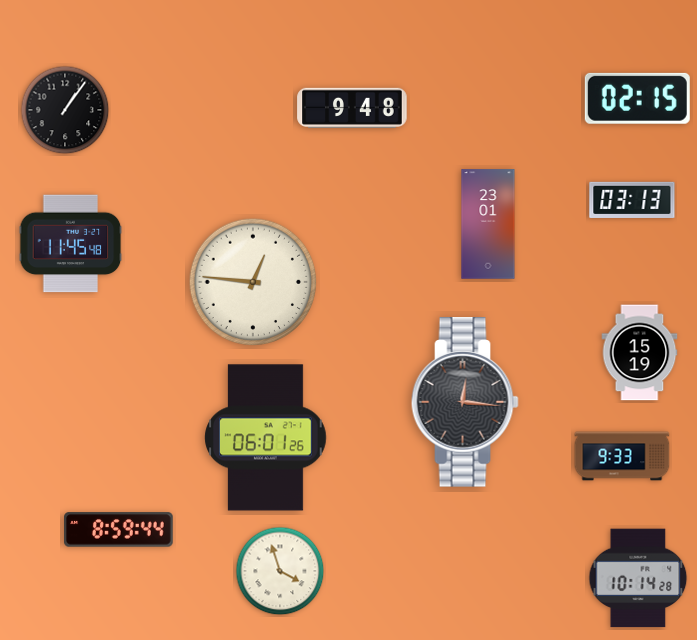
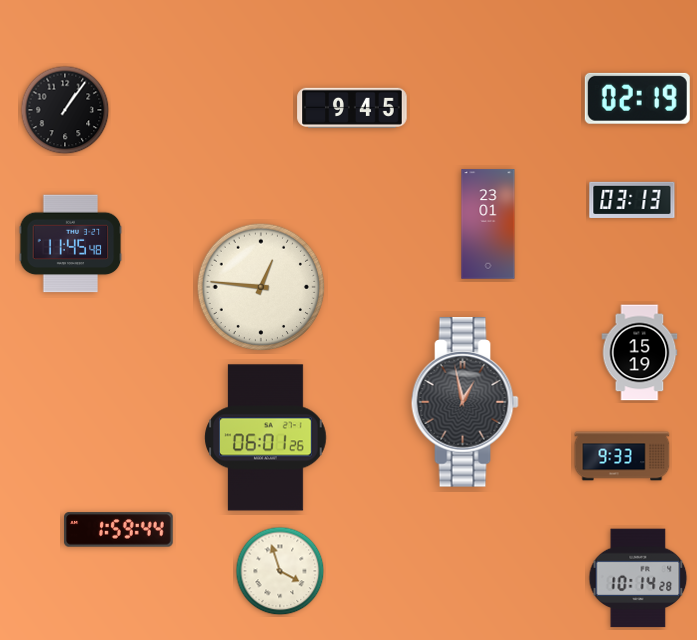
clock at (637, 98): 02:15 -> 02:19
clock at (352, 107): 9:48 -> 9:45
clock at (253, 282) position: (253, 282) -> (261, 287)
clock at (465, 402): 12:16 -> 12:58
clock at (119, 530): 8:59 -> 1:59
